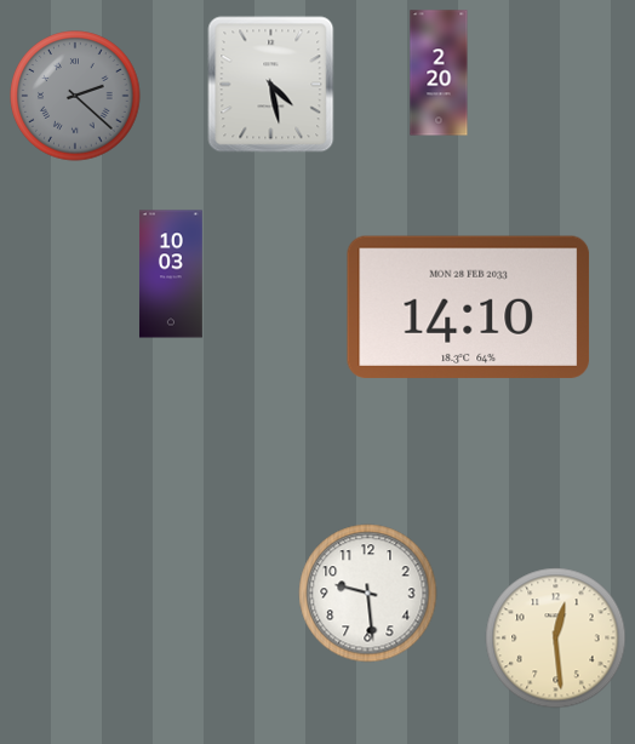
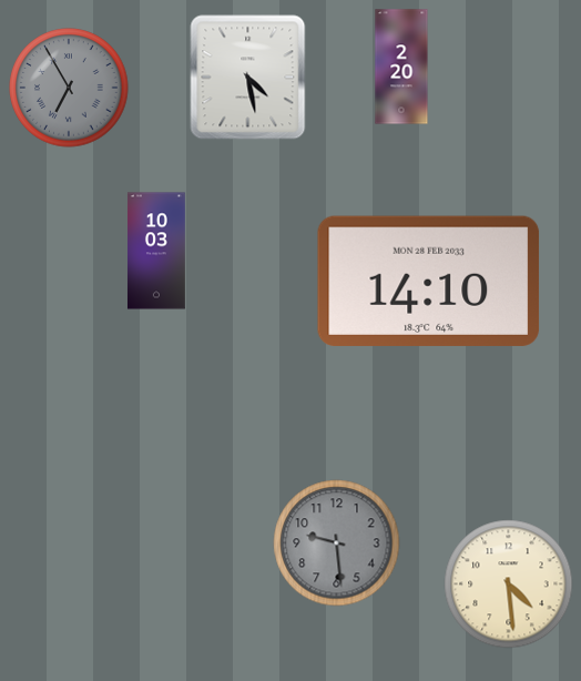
clock at (75, 96): 2:22 -> 6:55
clock at (368, 594) dial: white -> grey
clock at (556, 639): 12:29 -> 4:29
